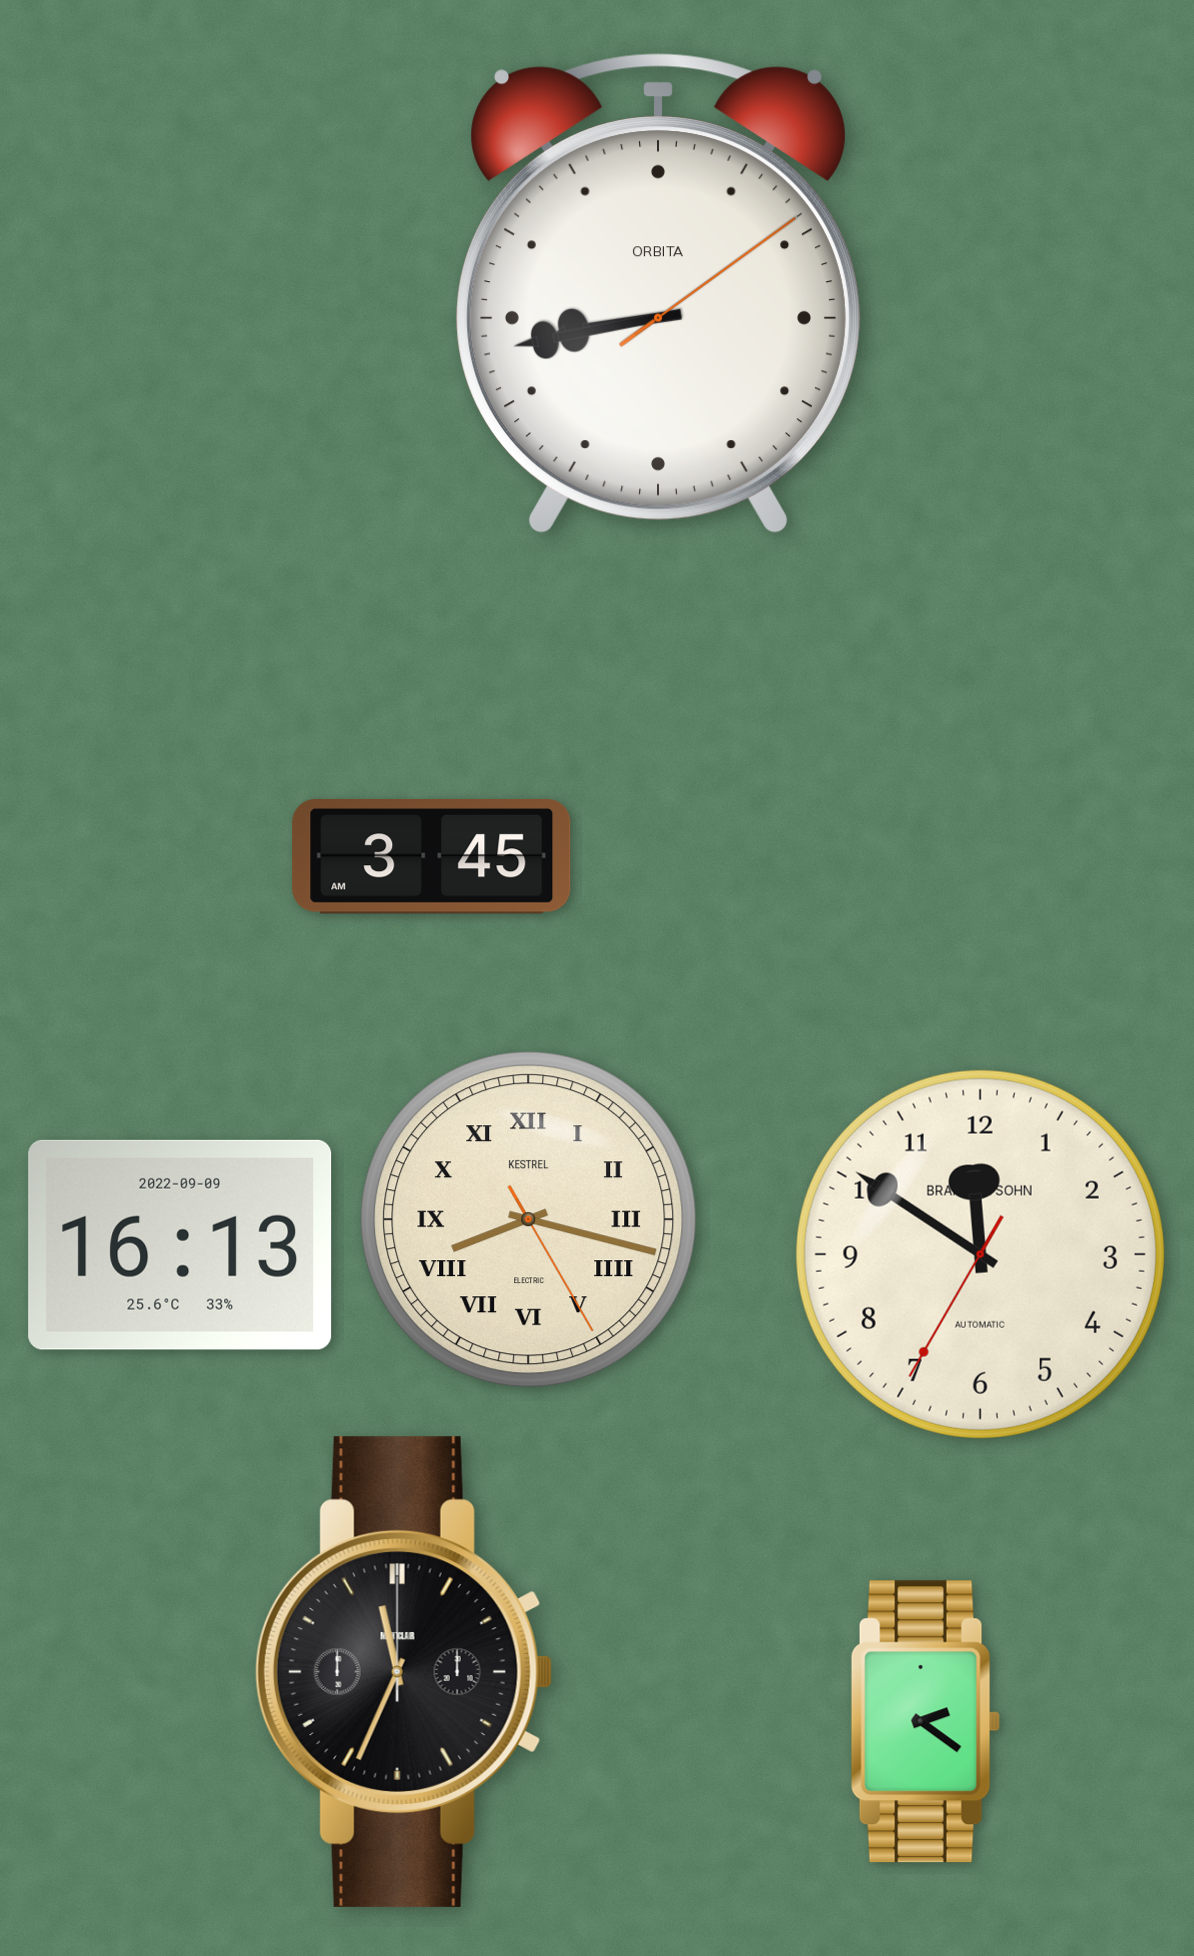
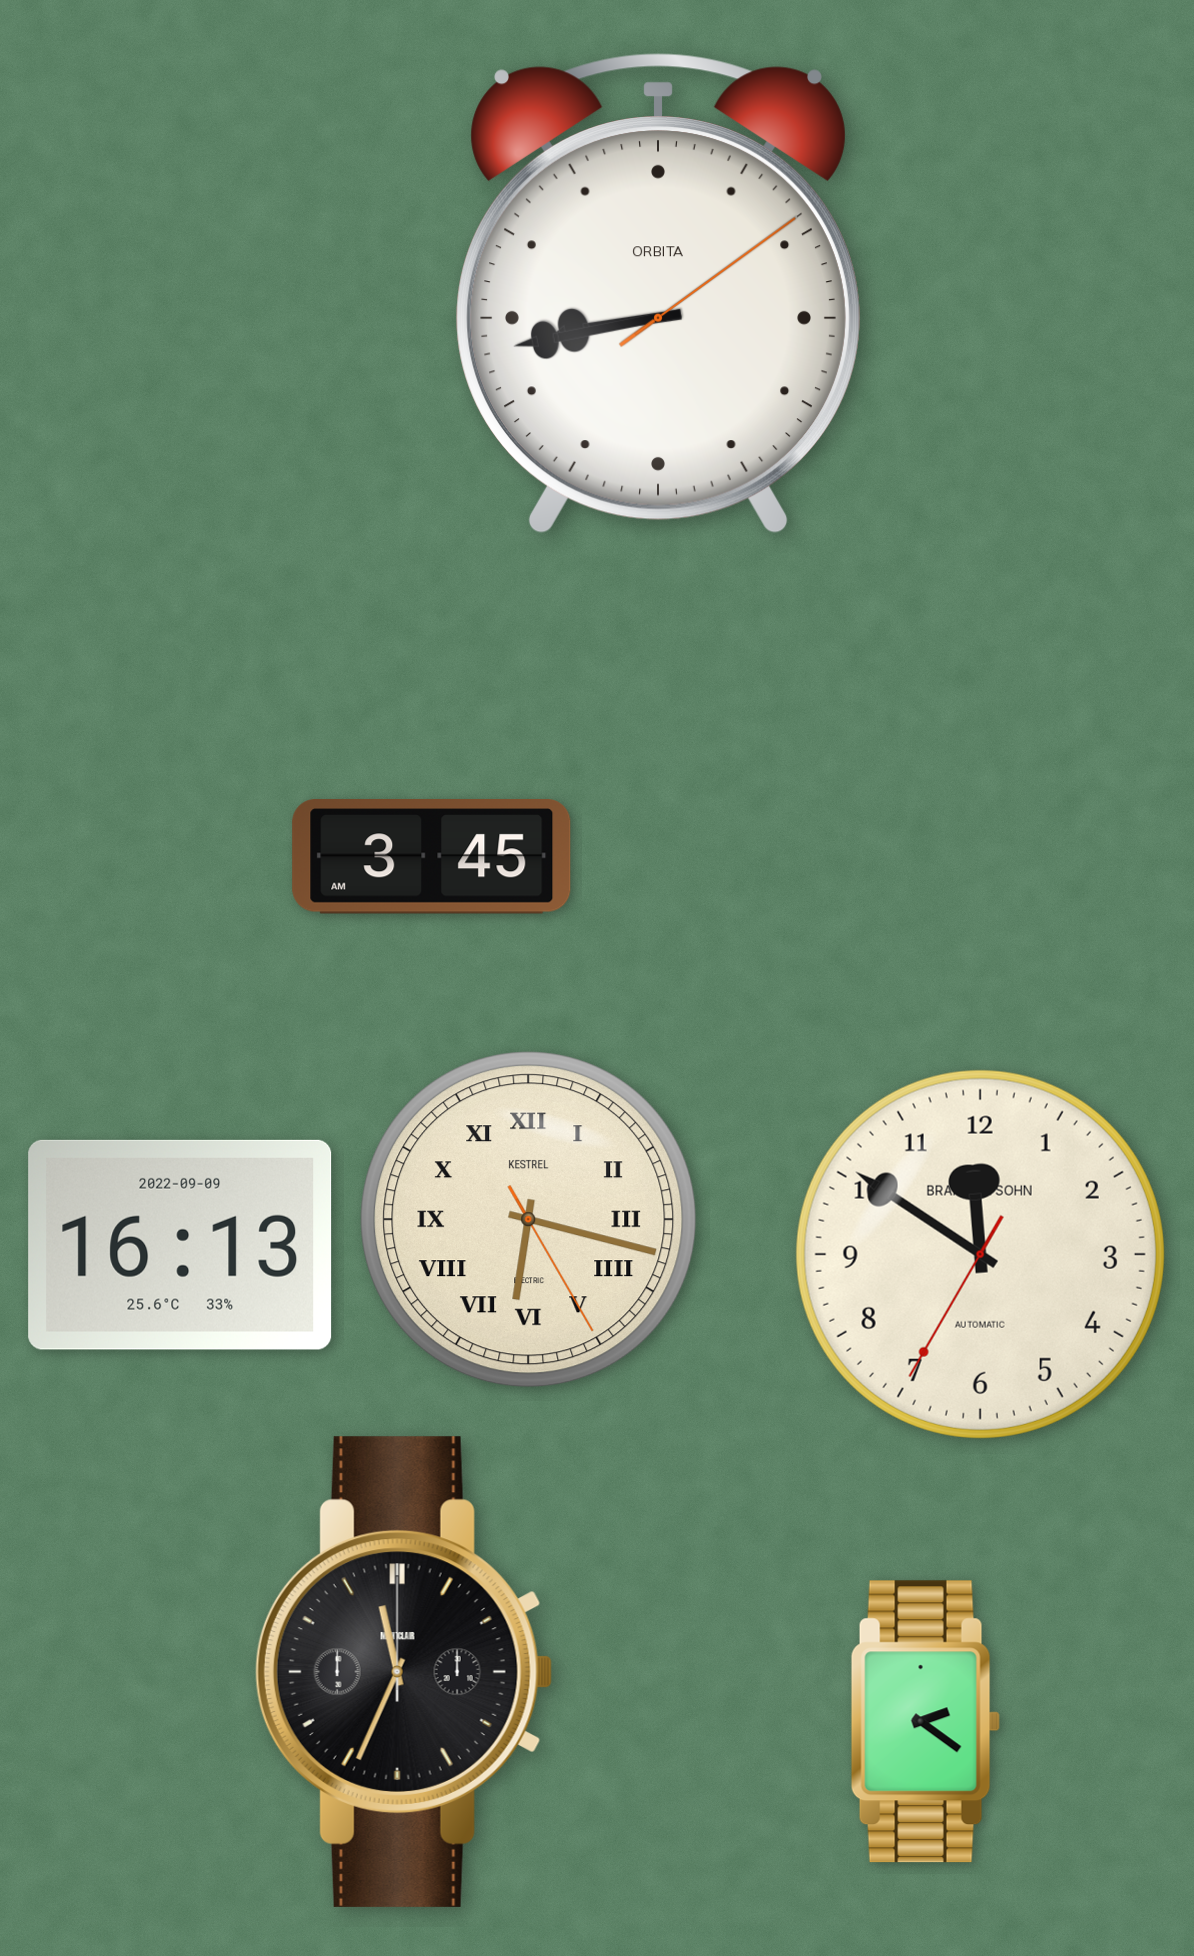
clock at (529, 1220): 8:17 -> 6:17
